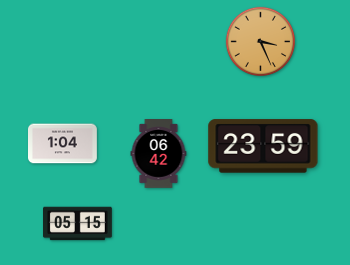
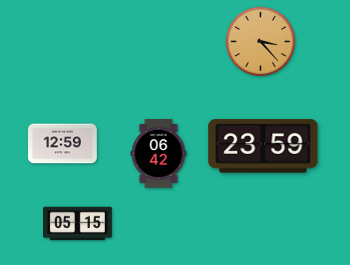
clock at (260, 41): 3:26 -> 3:23
clock at (63, 144): 1:04 -> 12:59
